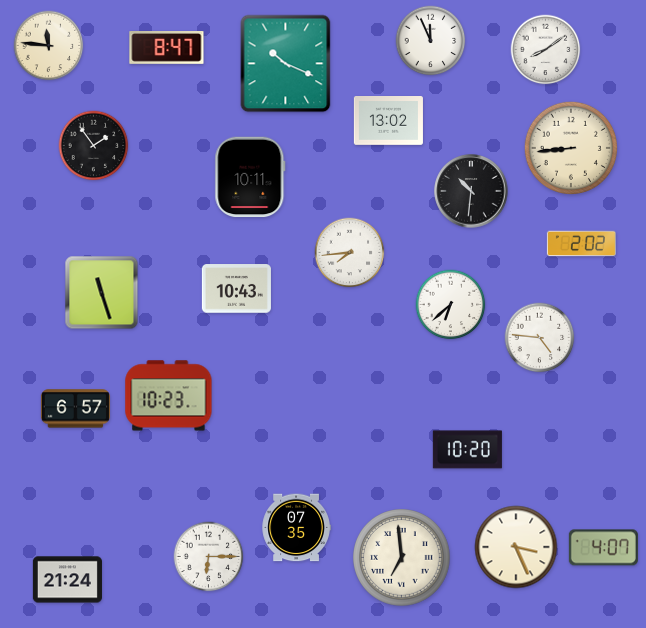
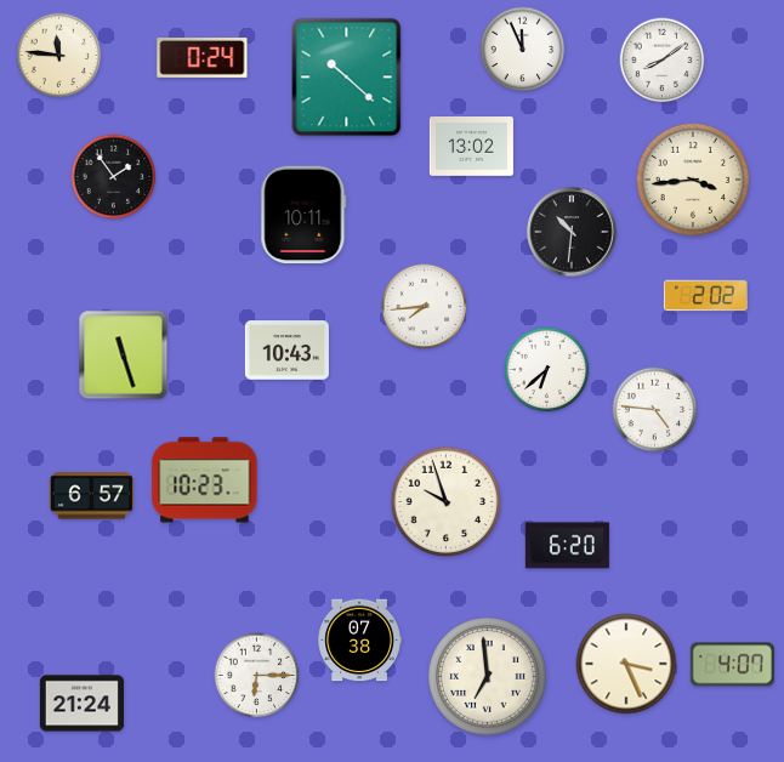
clock at (167, 48): 8:47 -> 0:24
clock at (286, 64): 10:19 -> 10:22
clock at (571, 148): 8:44 -> 3:44
clock at (447, 502): none -> 9:57
clock at (467, 450): 10:20 -> 6:20
clock at (296, 528): 07:35 -> 07:38
clock at (209, 557) position: (209, 557) -> (257, 676)
